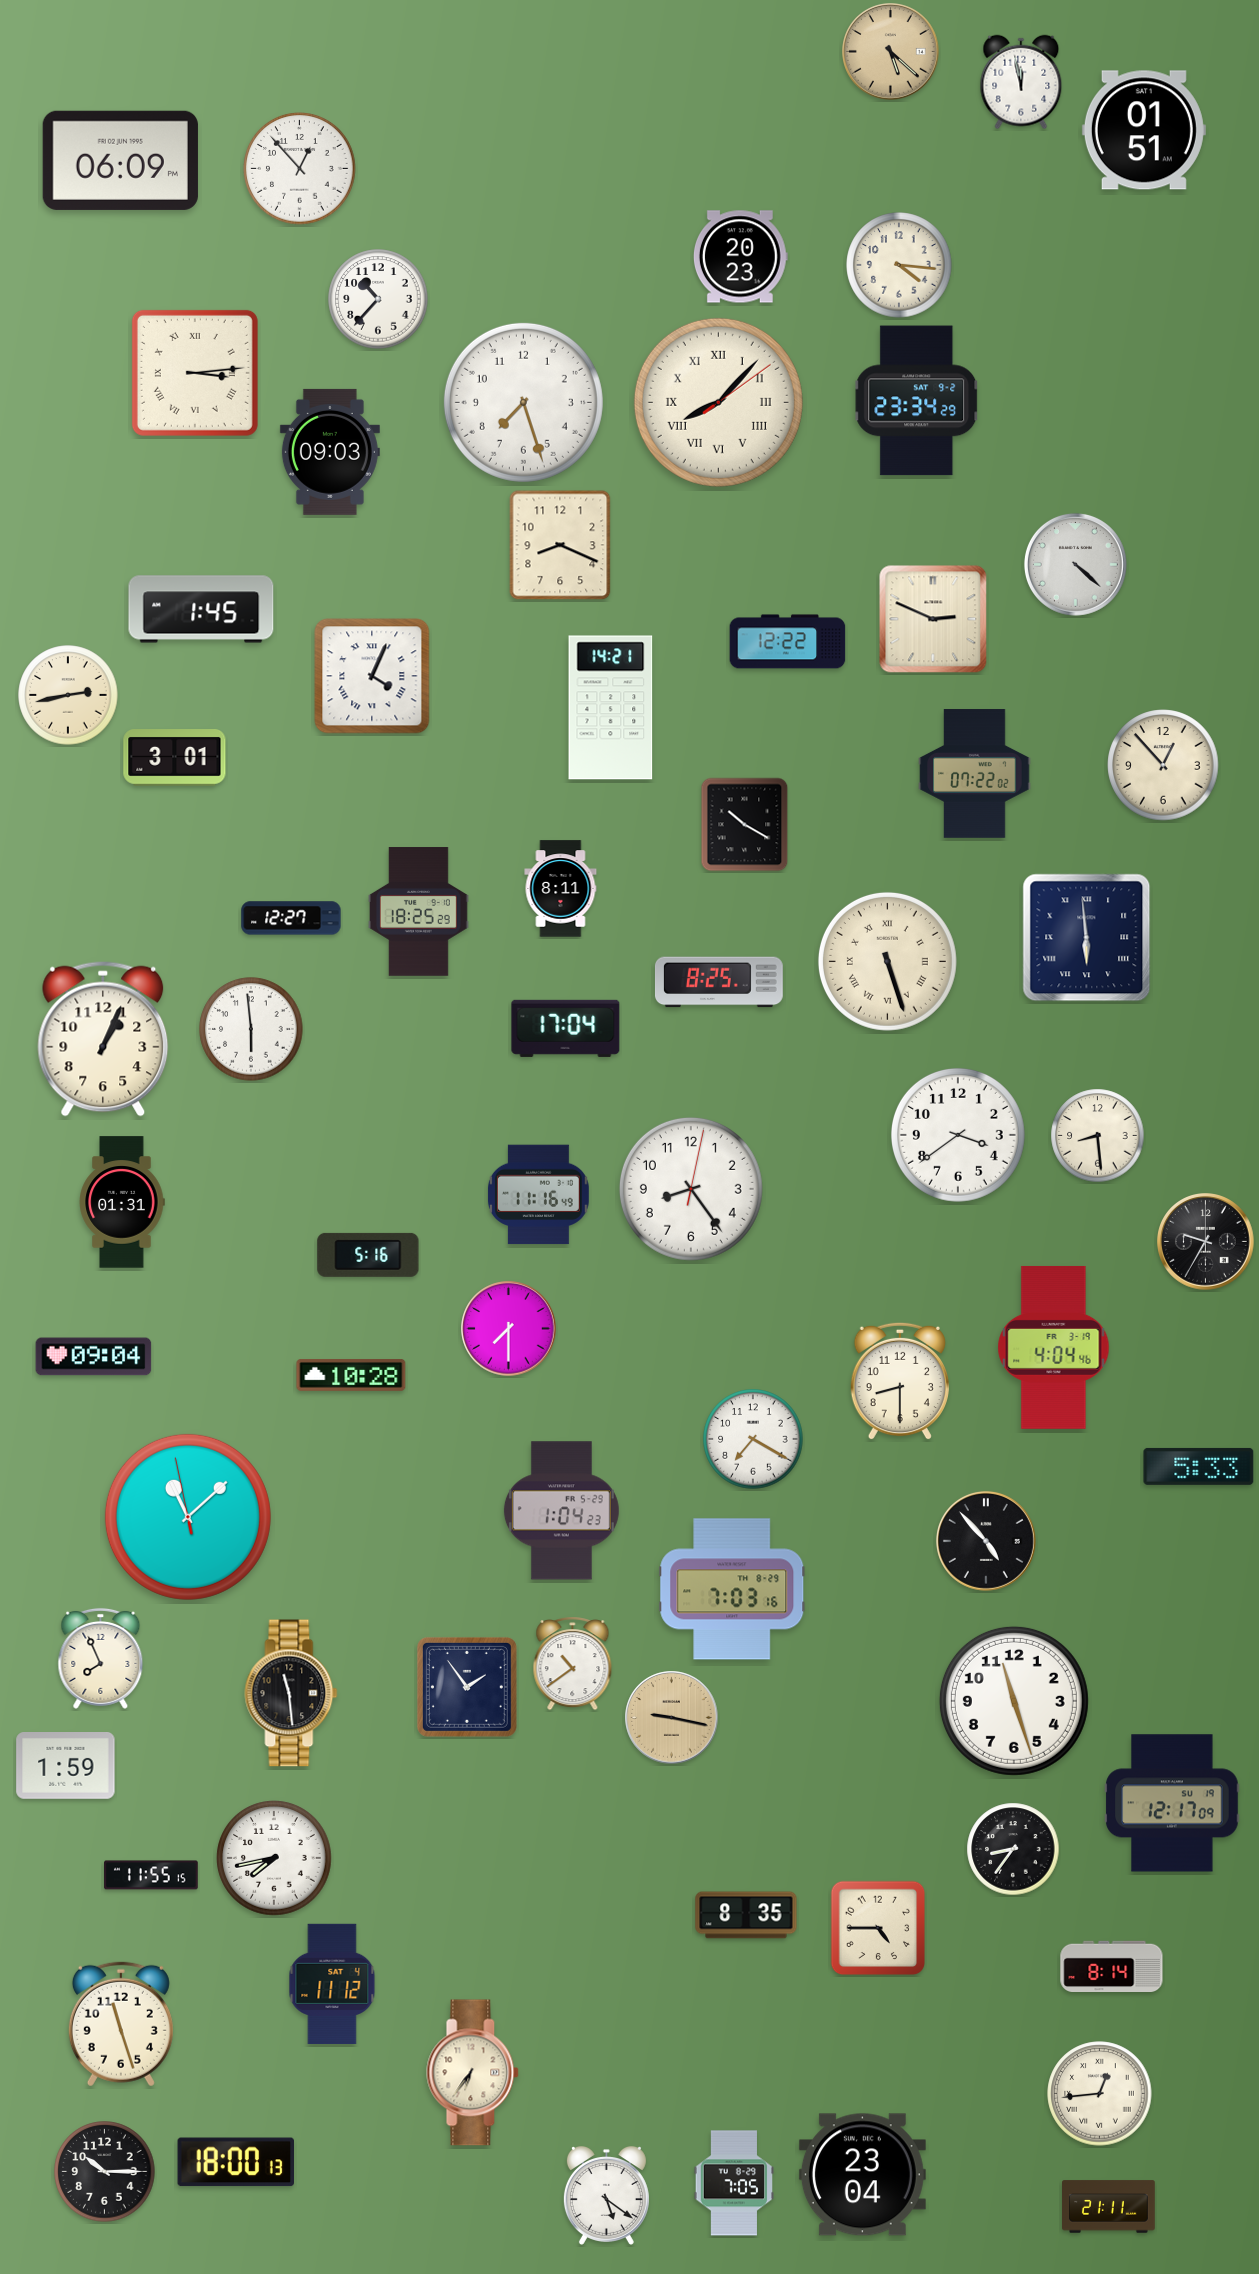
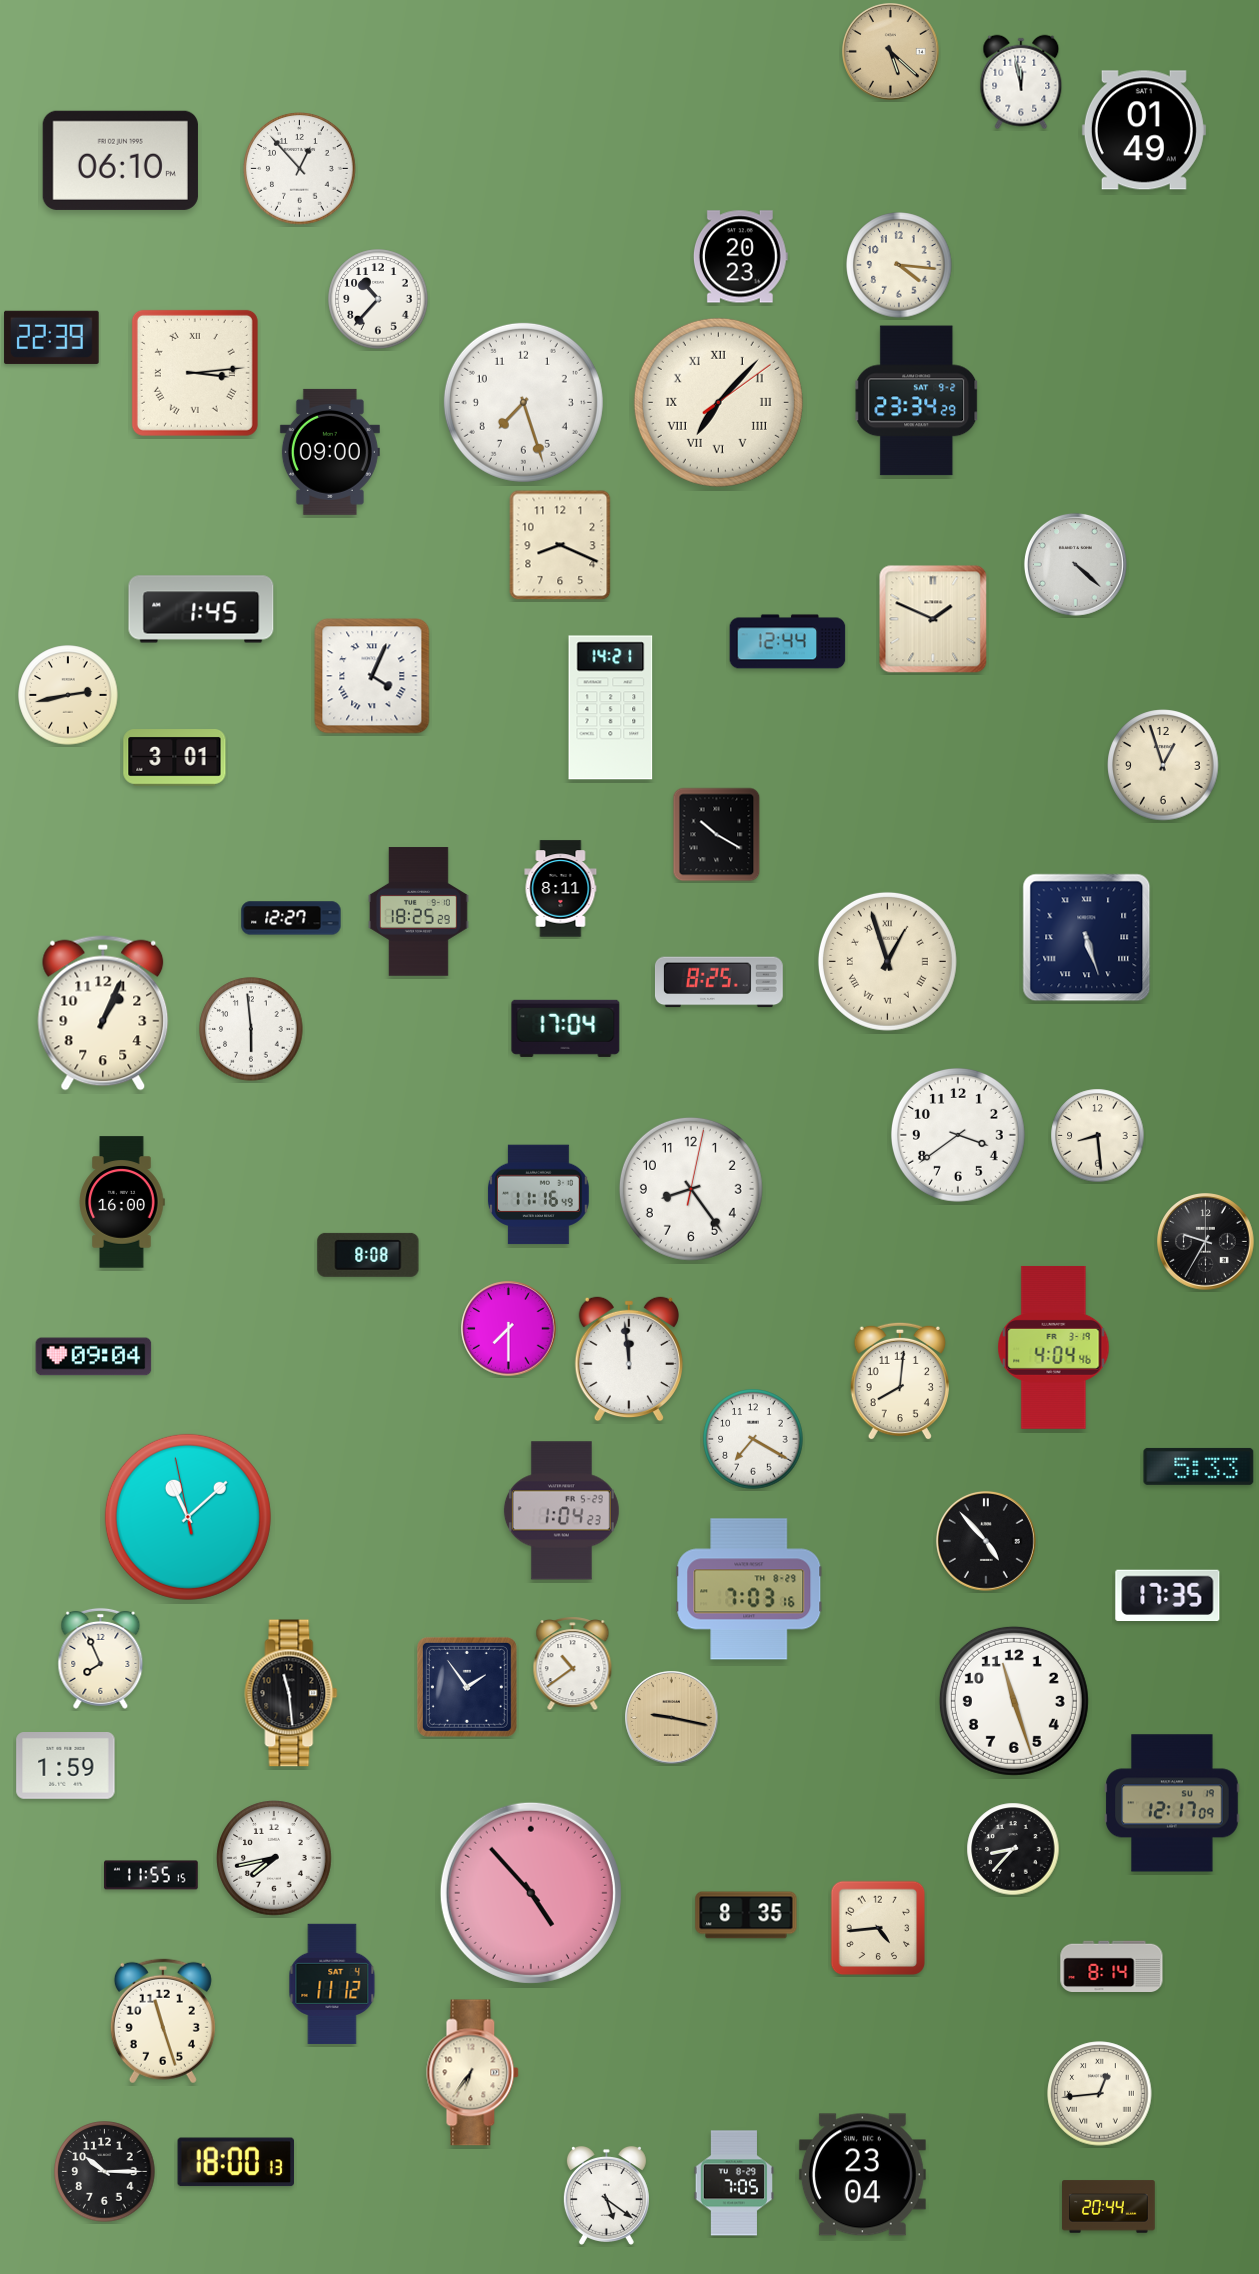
clock at (1144, 130): 01:51 -> 01:49
clock at (120, 160): 06:09 -> 06:10
clock at (52, 337): none -> 22:39
clock at (718, 402): 8:07 -> 7:07
clock at (330, 452): 09:03 -> 09:00
clock at (933, 619): 2:49 -> 1:49
clock at (788, 642): 12:22 -> 12:44
clock at (1163, 765): 12:53 -> 12:57
clock at (975, 774): 07:22 -> none
clock at (745, 825) position: (745, 825) -> (717, 835)
clock at (1087, 938): 5:59 -> 5:27
clock at (887, 961): 5:27 -> 12:57
clock at (103, 1039) position: (103, 1039) -> (103, 1013)
clock at (122, 1202): 01:31 -> 16:00
clock at (368, 1255): 5:16 -> 8:08
clock at (629, 1359): none -> 11:59
clock at (351, 1376): 10:28 -> none
clock at (900, 1381): 8:30 -> 8:01
clock at (732, 1589) position: (732, 1589) -> (749, 1589)
clock at (1168, 1595): none -> 17:35
clock at (1013, 1849): 8:36 -> 8:37
clock at (531, 1893): none -> 4:53
clock at (878, 1928): 4:45 -> 4:44
clock at (121, 2024) position: (121, 2024) -> (163, 2021)
clock at (1109, 2207): 21:11 -> 20:44
